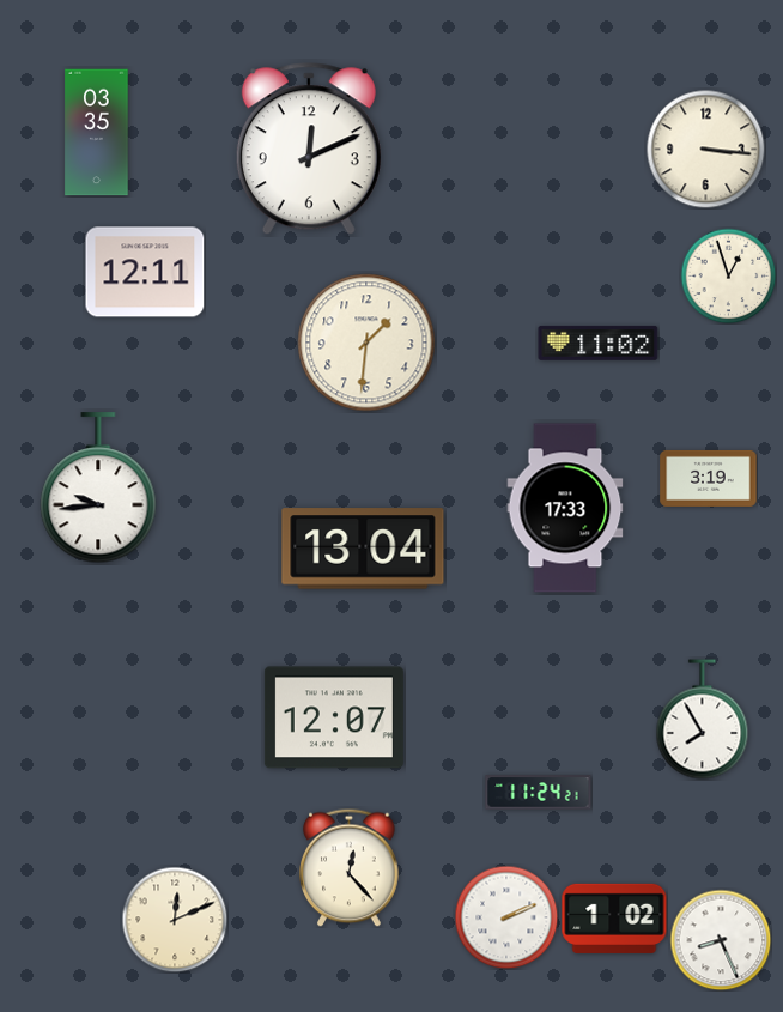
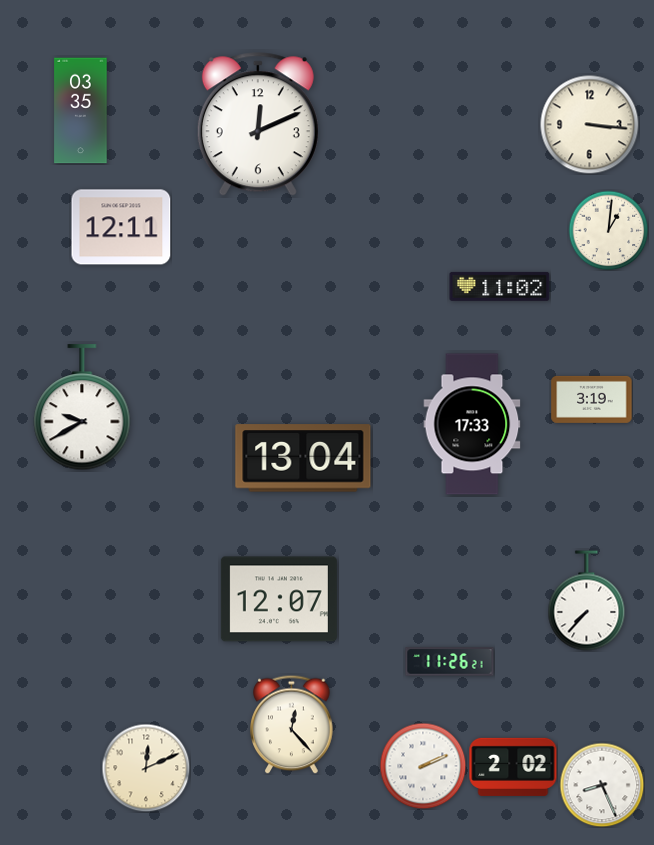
clock at (728, 275): 12:57 -> 1:01
clock at (366, 343): 1:31 -> none
clock at (98, 489): 9:44 -> 9:40
clock at (703, 720): 7:55 -> 7:37
clock at (539, 793): 11:24 -> 11:26
clock at (614, 919): 1:02 -> 2:02
